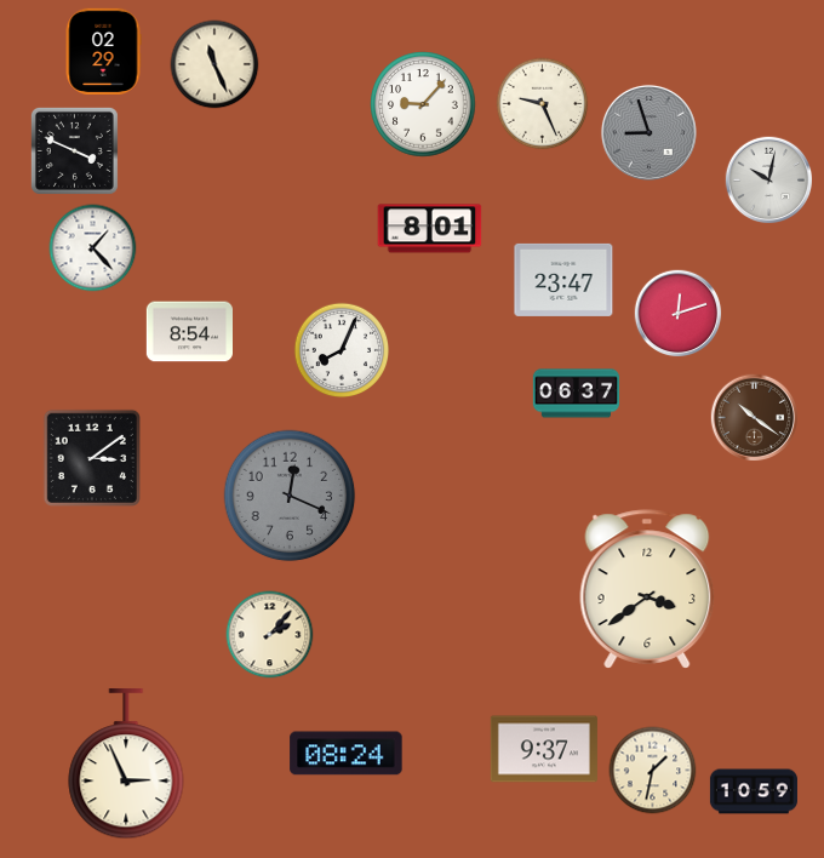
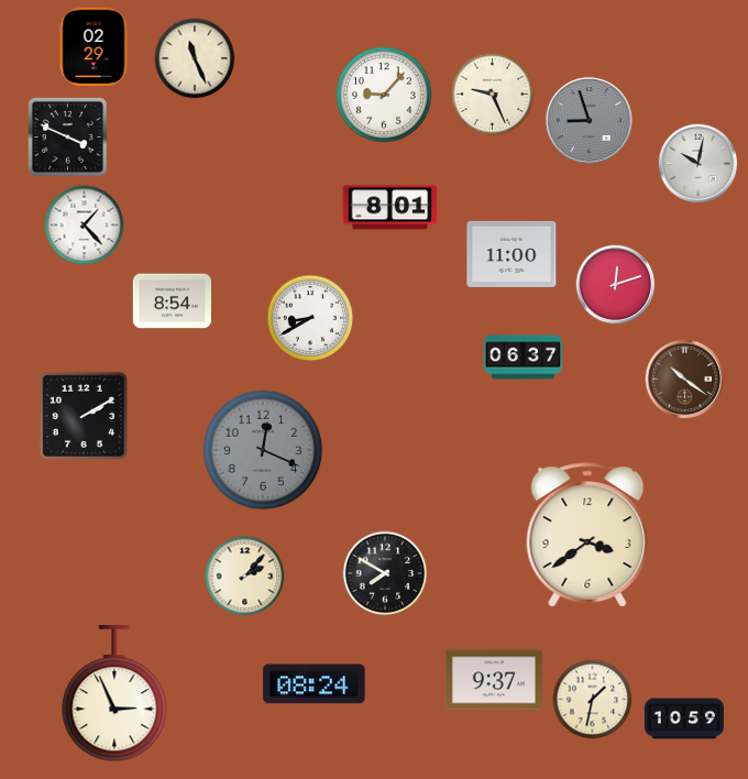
clock at (563, 280): 23:47 -> 11:00
clock at (342, 350): 8:04 -> 8:40
clock at (92, 458): 3:09 -> 2:10
clock at (385, 573): none -> 7:50
